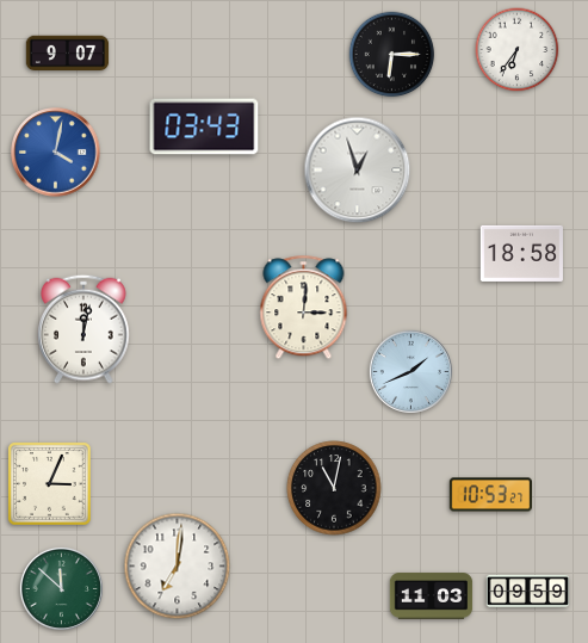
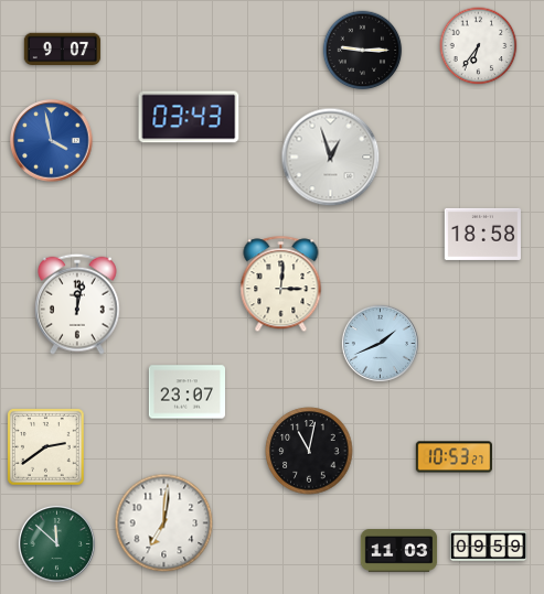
clock at (392, 55): 6:15 -> 9:15
clock at (56, 153): 4:02 -> 3:58
clock at (186, 392): none -> 23:07
clock at (50, 484): 3:04 -> 2:39
